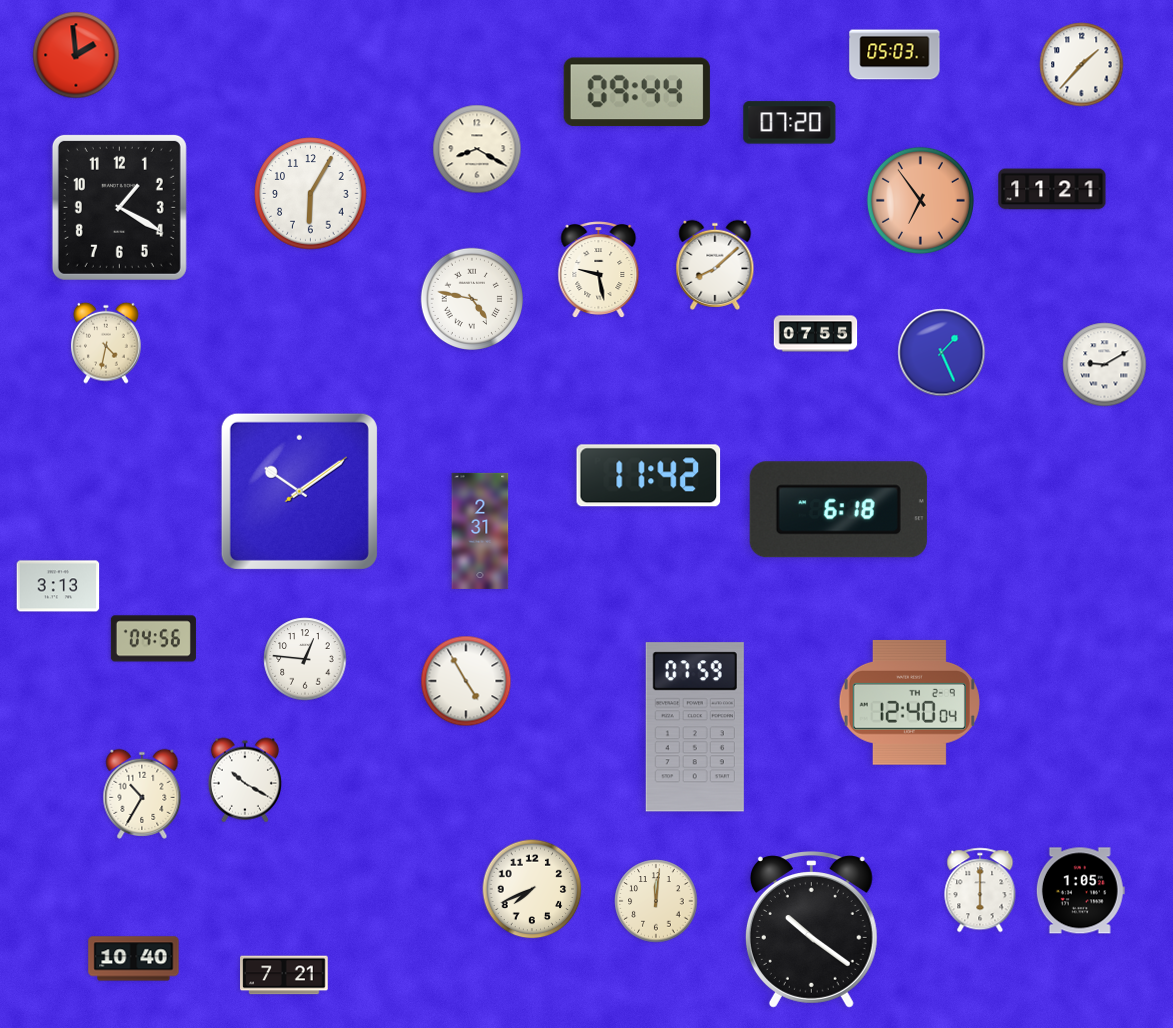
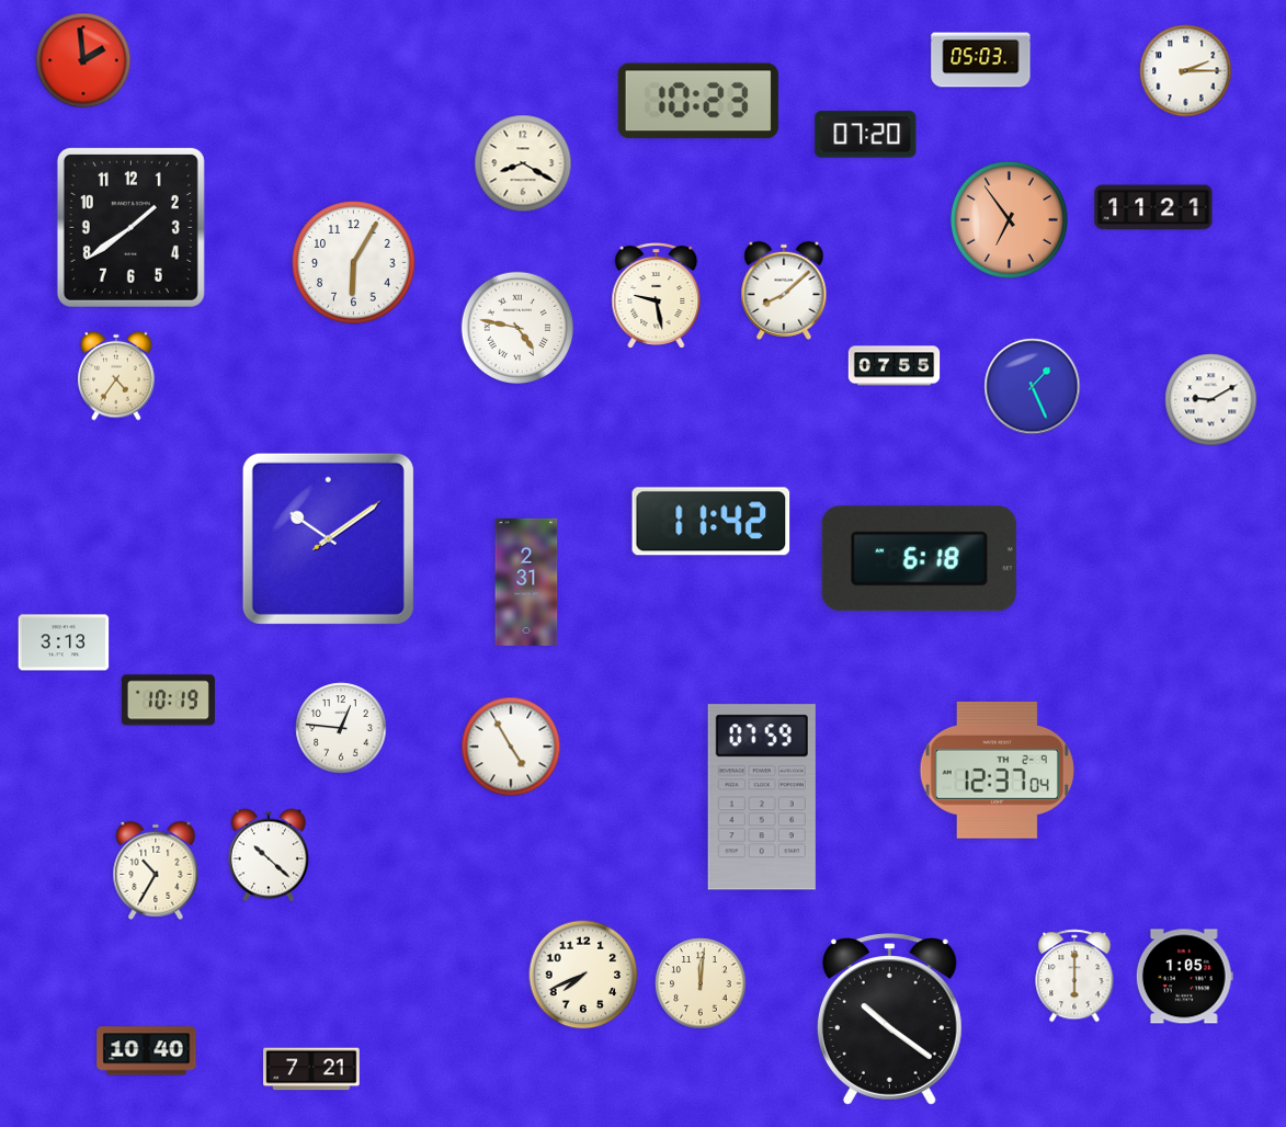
clock at (1082, 65): 1:37 -> 2:15
clock at (637, 92): 09:44 -> 10:23
clock at (311, 194) position: (311, 194) -> (354, 263)
clock at (119, 207): 1:20 -> 1:39
clock at (106, 343): 4:32 -> 4:36
clock at (153, 639): 04:56 -> 10:19
clock at (305, 659) position: (305, 659) -> (341, 728)
clock at (909, 702): 12:40 -> 12:37
clock at (245, 780): 10:20 -> 10:22
clock at (656, 901) position: (656, 901) -> (701, 983)
